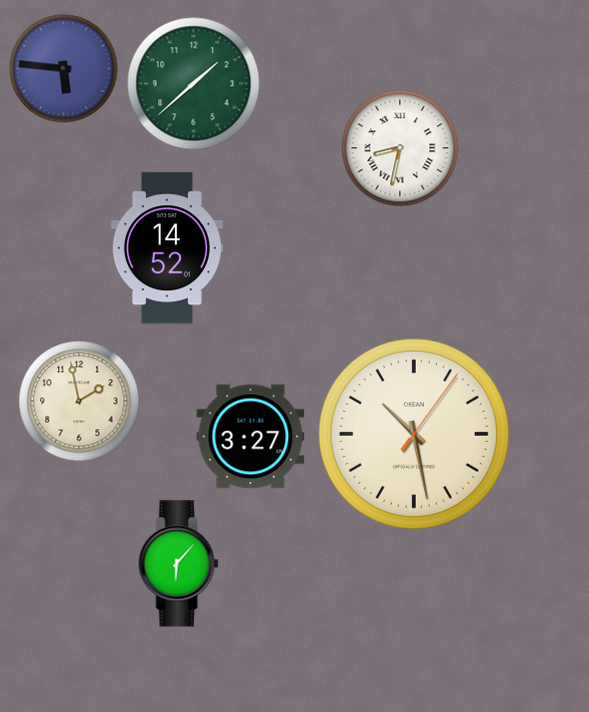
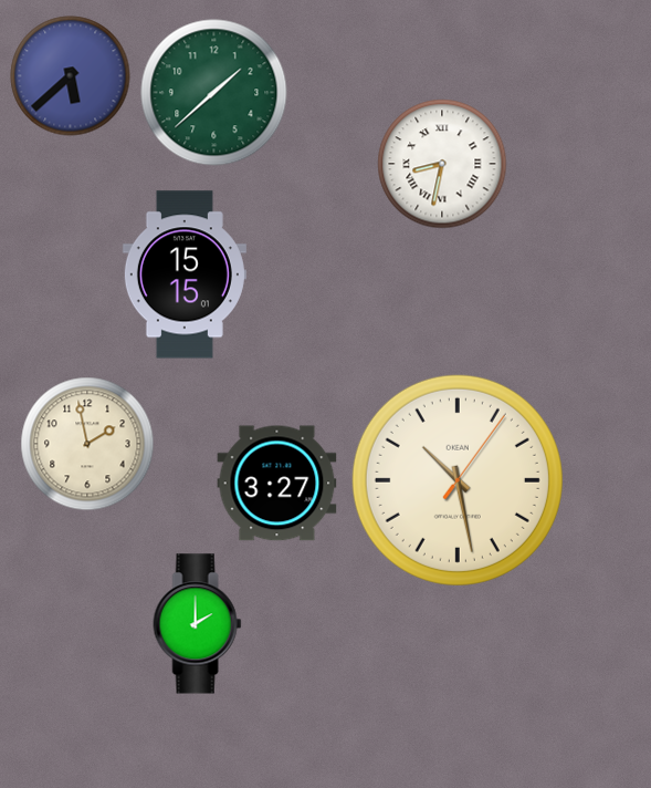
clock at (64, 69): 5:46 -> 5:38
clock at (167, 248): 14:52 -> 15:15
clock at (179, 564): 6:07 -> 2:00
